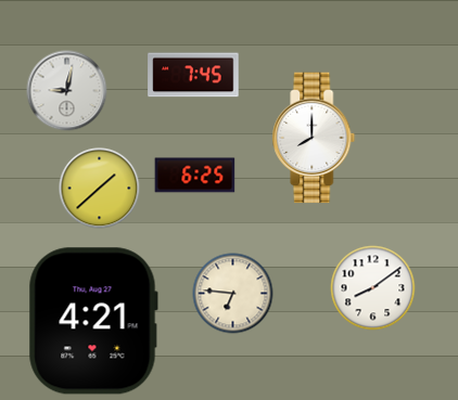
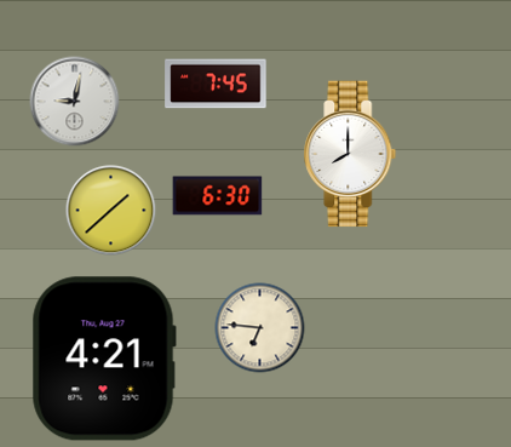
clock at (195, 176): 6:25 -> 6:30
clock at (373, 288): 8:09 -> none
